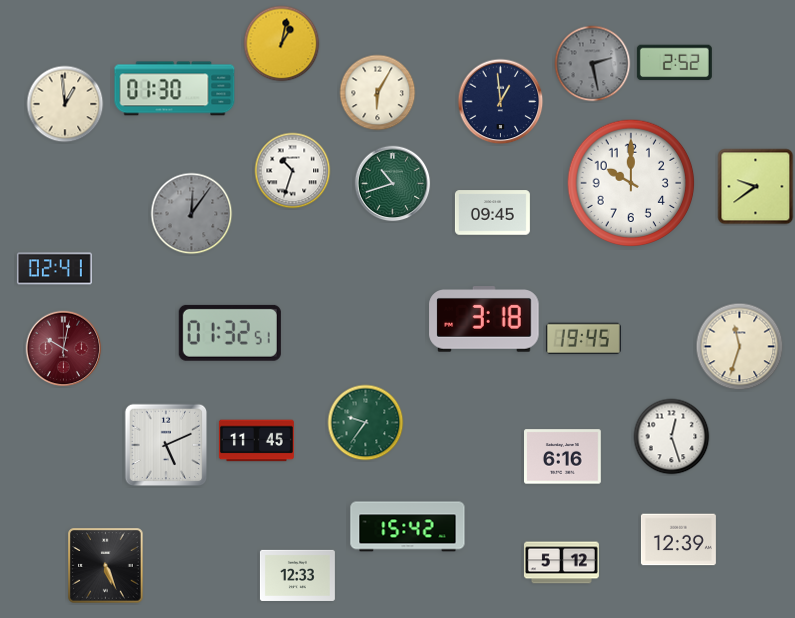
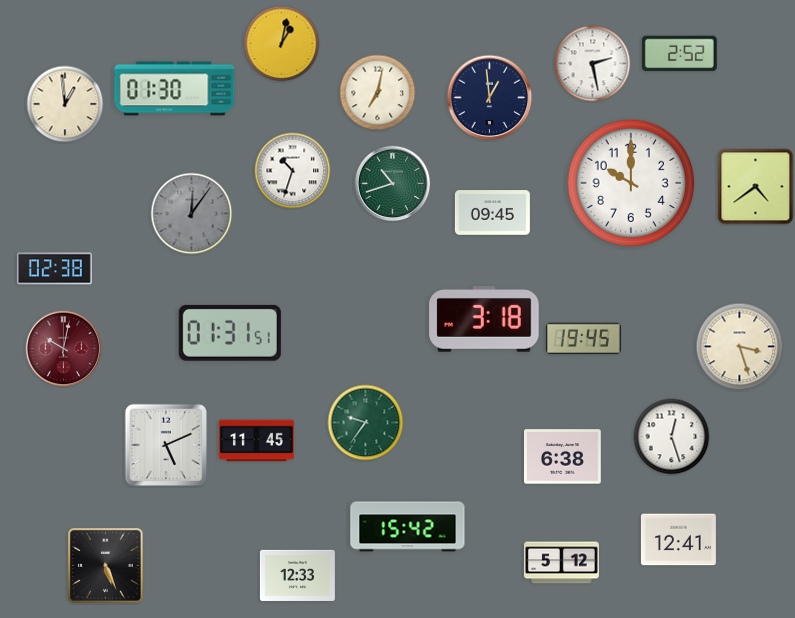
clock at (674, 63) position: (674, 63) -> (679, 54)
clock at (593, 64) dial: grey -> white
clock at (378, 93): 6:05 -> 7:02
clock at (501, 102) position: (501, 102) -> (490, 98)
clock at (756, 187): 9:39 -> 4:39
clock at (54, 269): 02:41 -> 02:38
clock at (230, 333): 01:32 -> 01:31
clock at (740, 347): 11:33 -> 3:27
clock at (563, 457): 6:16 -> 6:38
clock at (678, 540): 12:39 -> 12:41
